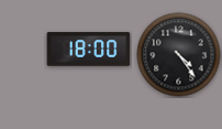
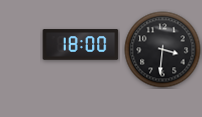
clock at (179, 55): 4:24 -> 3:31
